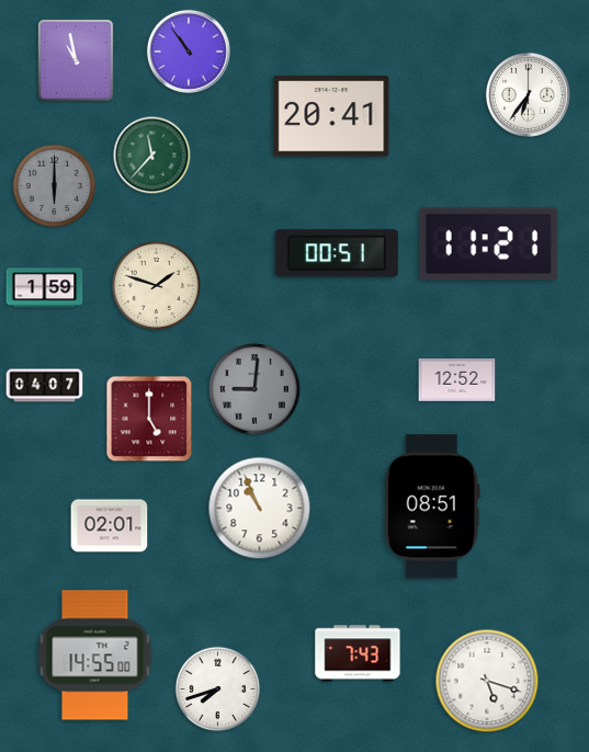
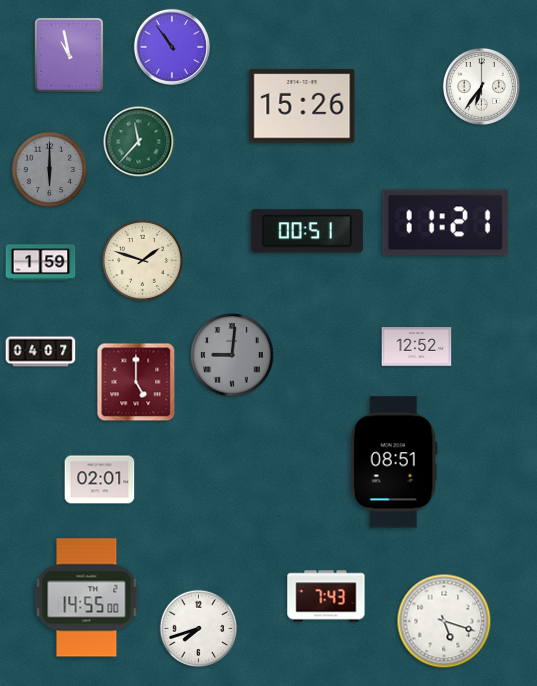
clock at (331, 116): 20:41 -> 15:26
clock at (260, 509): 10:56 -> none
